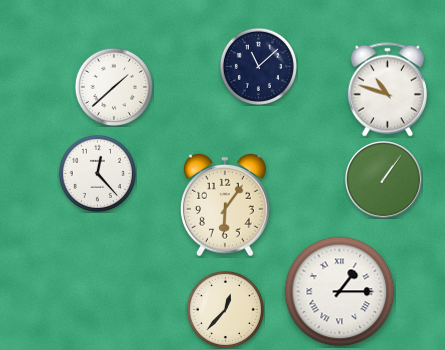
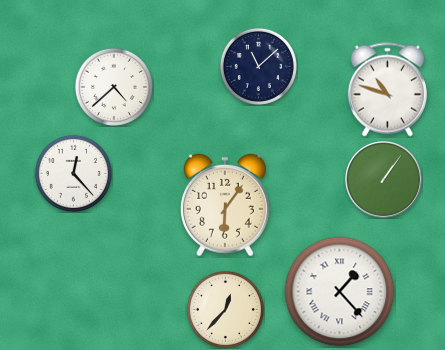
clock at (114, 87): 1:38 -> 4:38
clock at (97, 173) position: (97, 173) -> (73, 173)
clock at (340, 292): 1:15 -> 1:23
